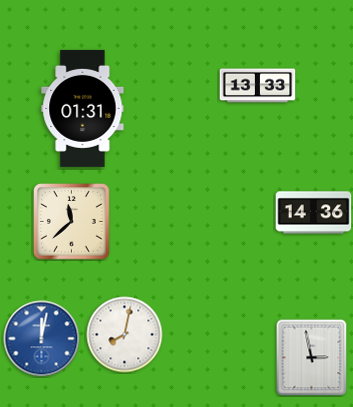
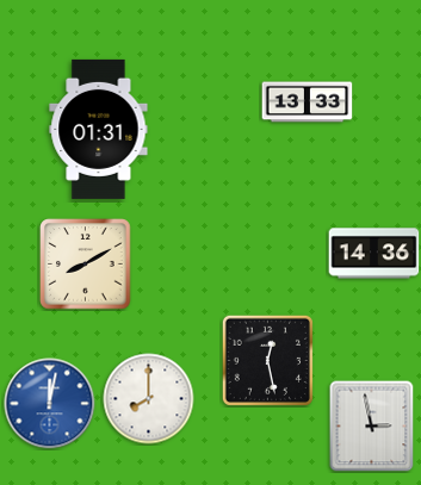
clock at (72, 222): 11:38 -> 8:10
clock at (267, 360): none -> 12:28
clock at (125, 335): 8:02 -> 8:00
